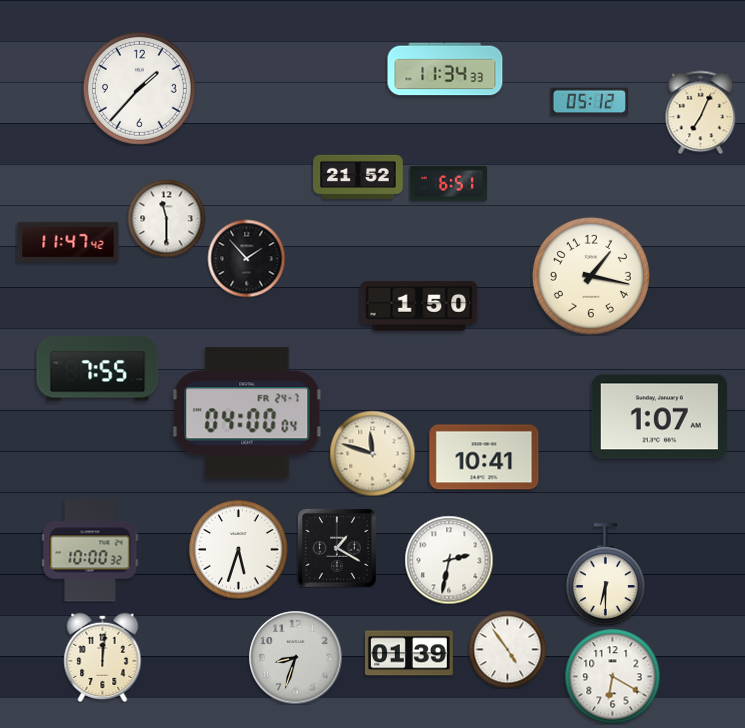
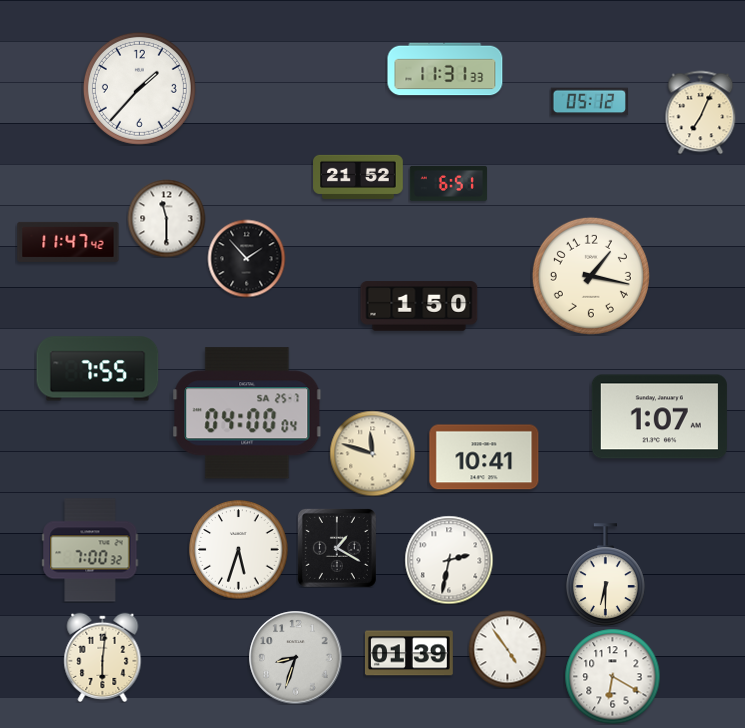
clock at (445, 69): 11:34 -> 11:31
clock at (247, 413) date: FR 24-7 -> SA 25-7
clock at (90, 550): 10:00 -> 7:00
clock at (103, 657): 12:01 -> 6:01
